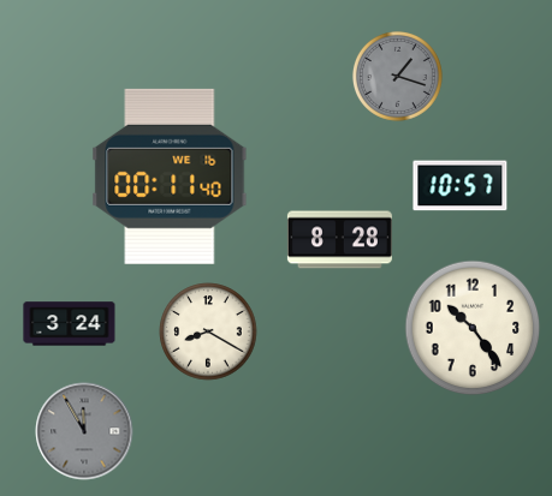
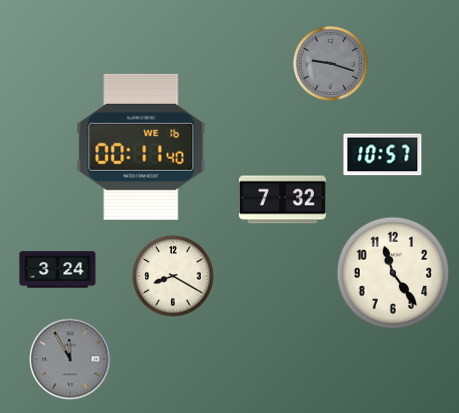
clock at (397, 76): 1:18 -> 9:18
clock at (339, 240): 8:28 -> 7:32
clock at (473, 328): 10:24 -> 11:24
